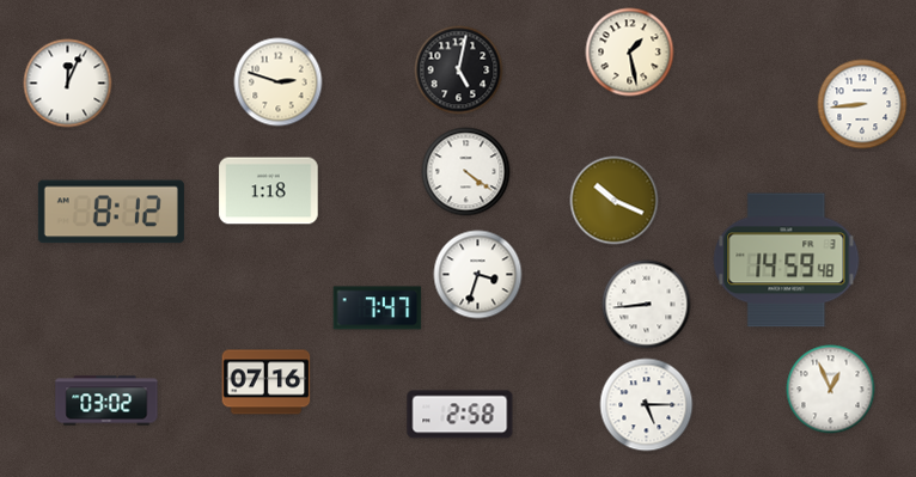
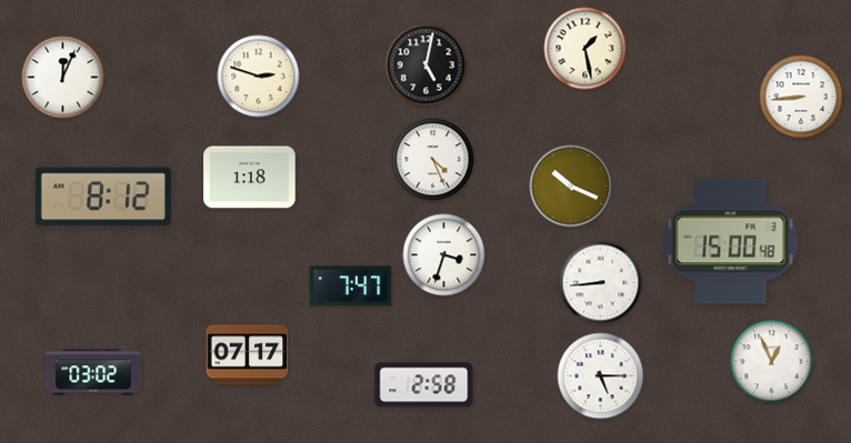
clock at (466, 172): 4:21 -> 4:26
clock at (787, 261): 14:59 -> 15:00
clock at (267, 383): 07:16 -> 07:17
clock at (106, 400) position: (106, 400) -> (93, 372)
clock at (460, 415) position: (460, 415) -> (424, 385)
